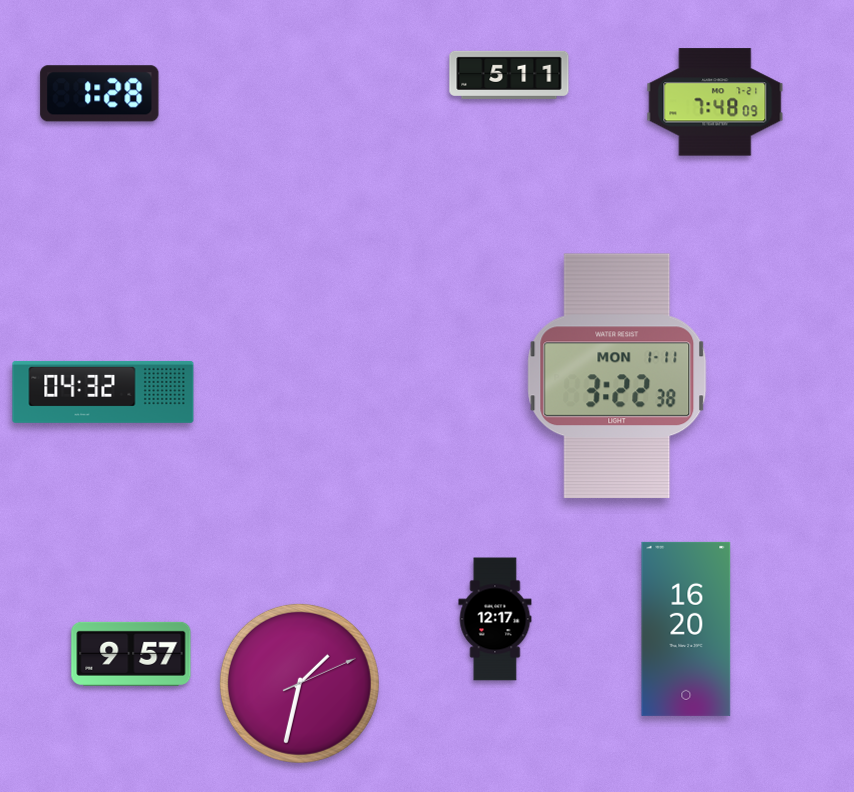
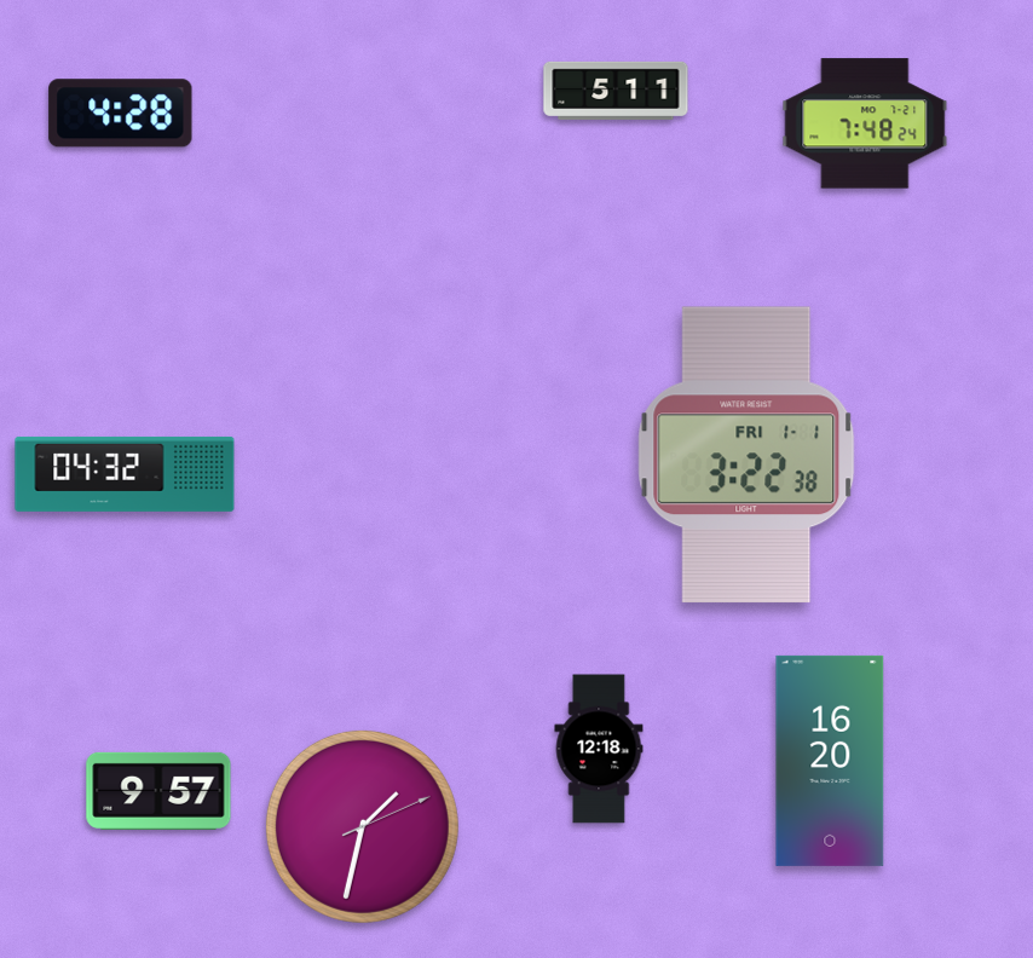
clock at (100, 94): 1:28 -> 4:28
clock at (715, 102): 7:48:09 -> 7:48:24
clock at (617, 376) date: MON 1-11 -> FRI 1-1
clock at (495, 619): 12:17 -> 12:18
